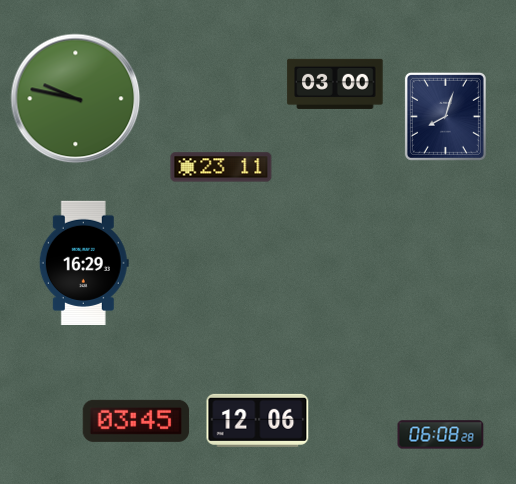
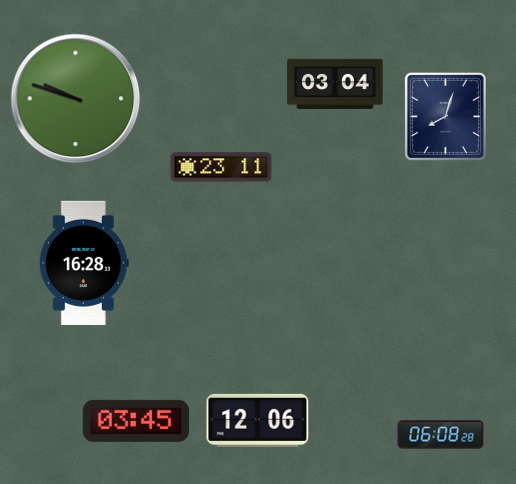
clock at (335, 84): 03:00 -> 03:04
clock at (76, 99): 9:47 -> 9:48
clock at (84, 263): 16:29 -> 16:28
